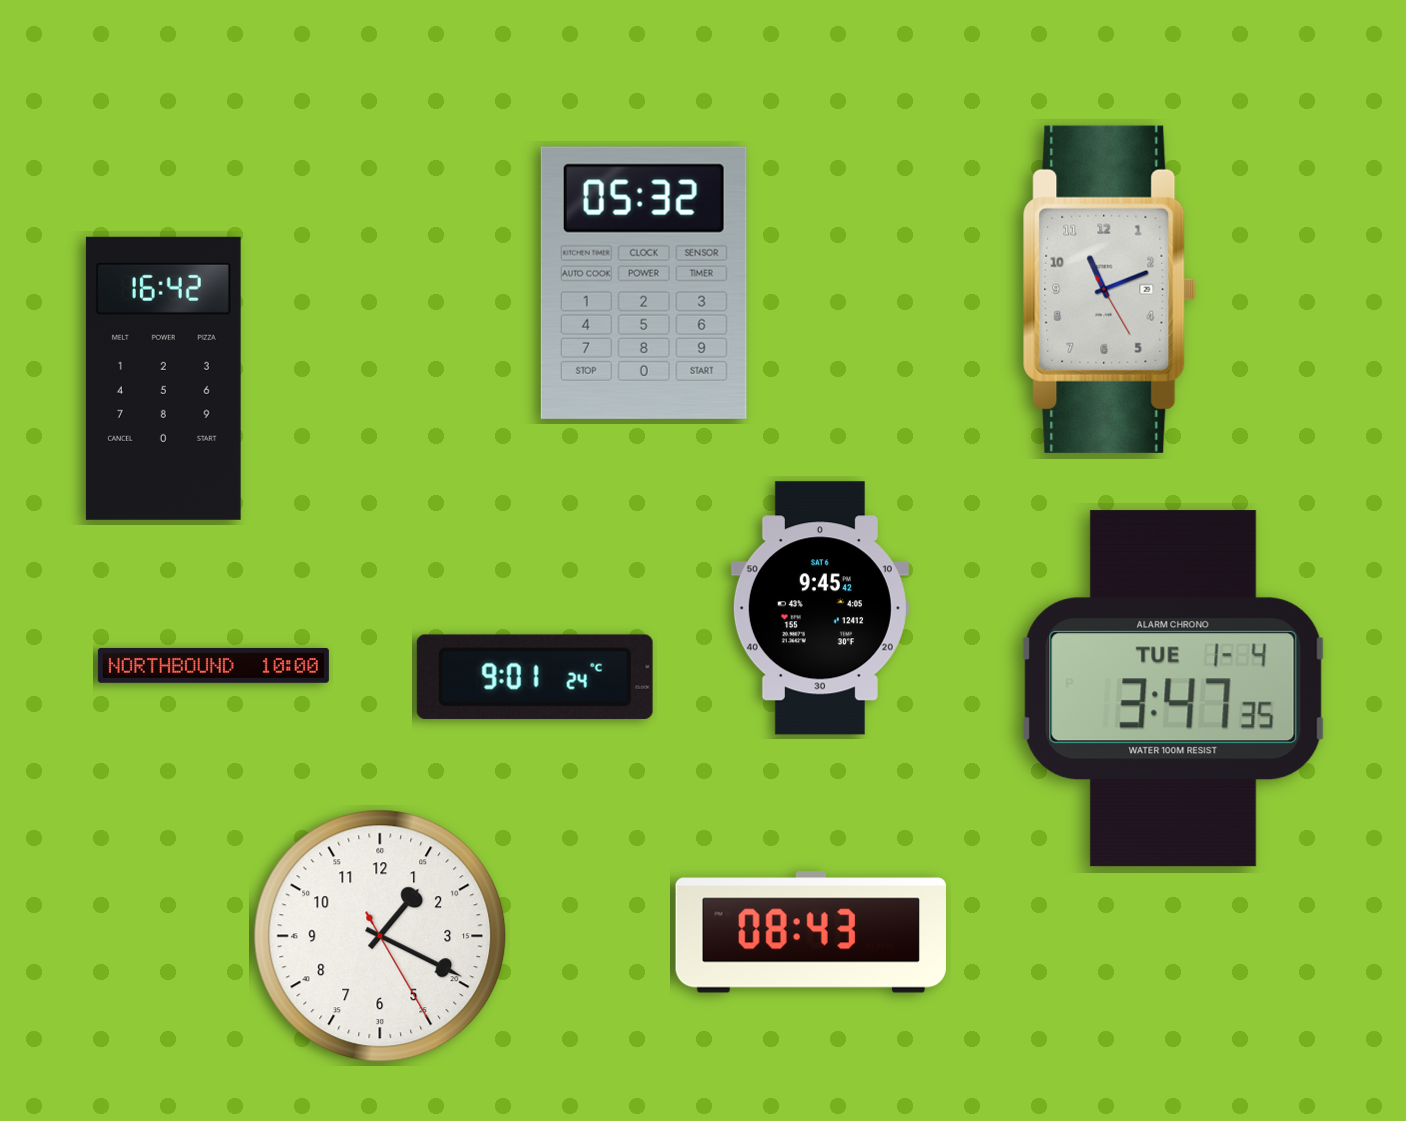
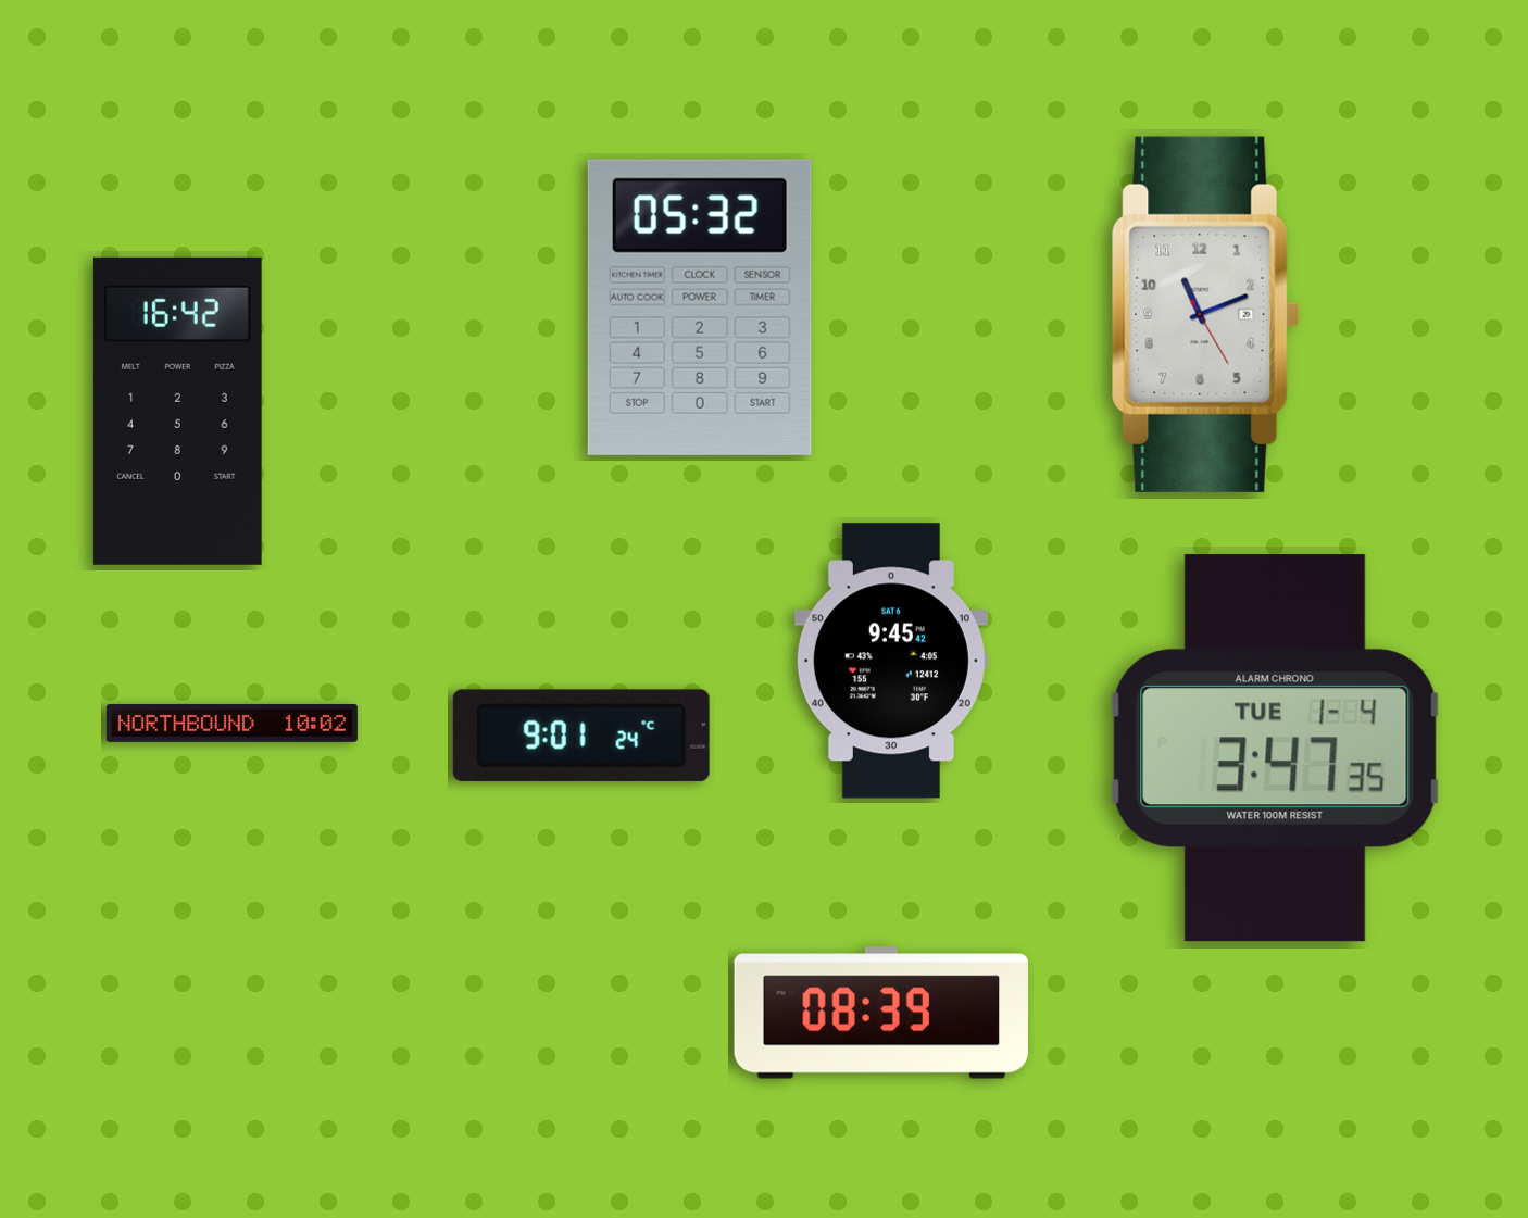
clock at (213, 666): 10:00 -> 10:02
clock at (810, 932): 08:43 -> 08:39
clock at (380, 936): 1:19 -> none
